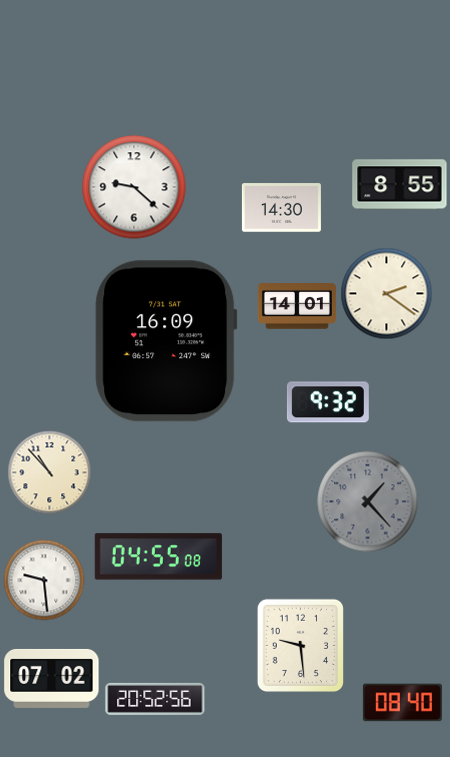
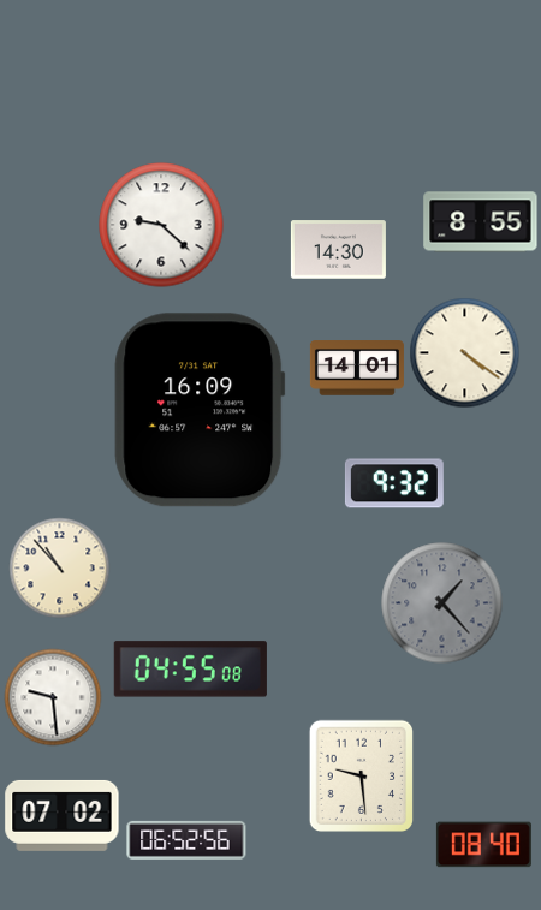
clock at (386, 293): 2:21 -> 4:21
clock at (155, 699): 20:52 -> 06:52
